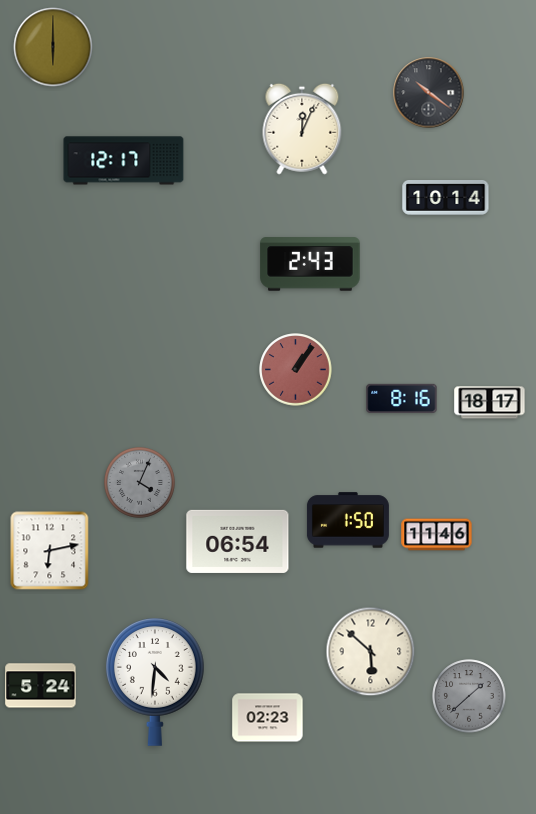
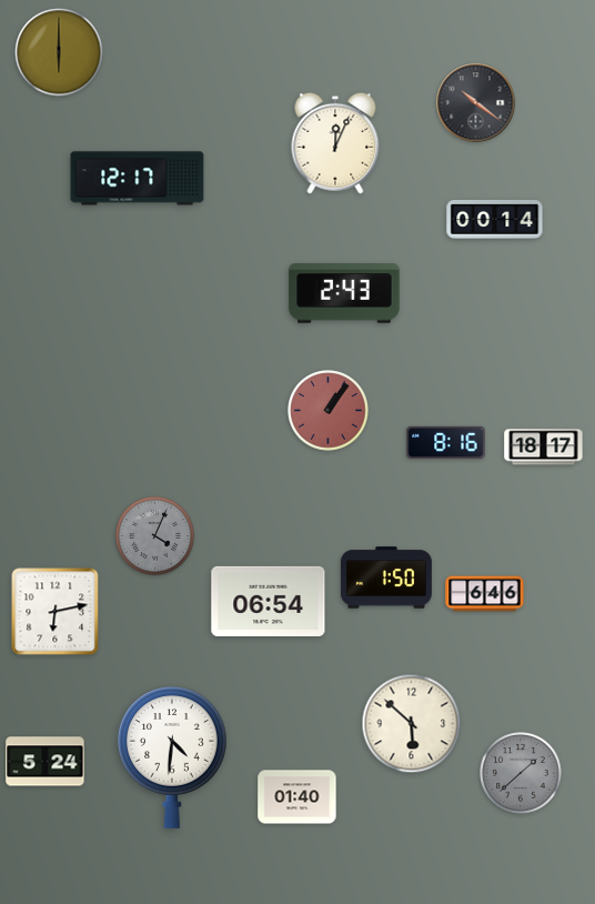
clock at (446, 198): 10:14 -> 00:14
clock at (437, 535): 11:46 -> 6:46
clock at (238, 541) position: (238, 541) -> (269, 601)
clock at (268, 718): 02:23 -> 01:40
